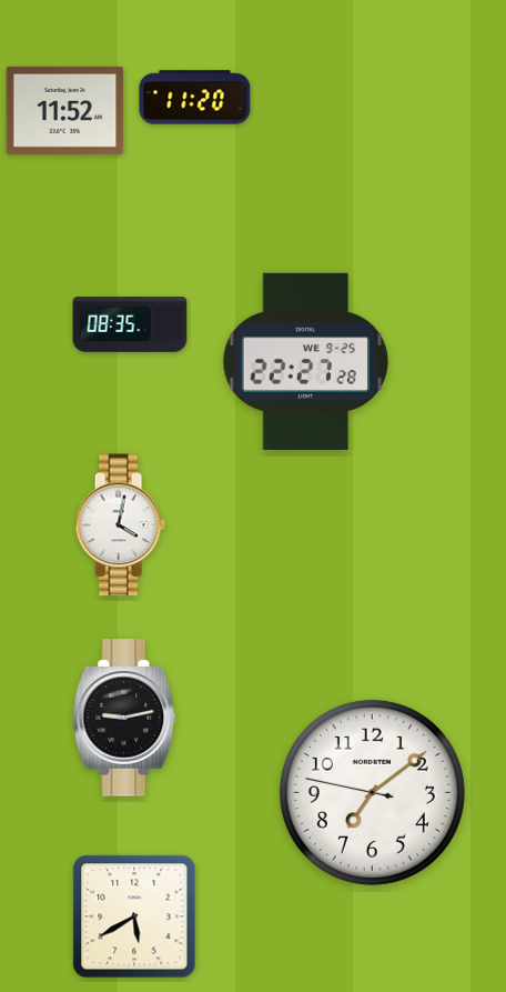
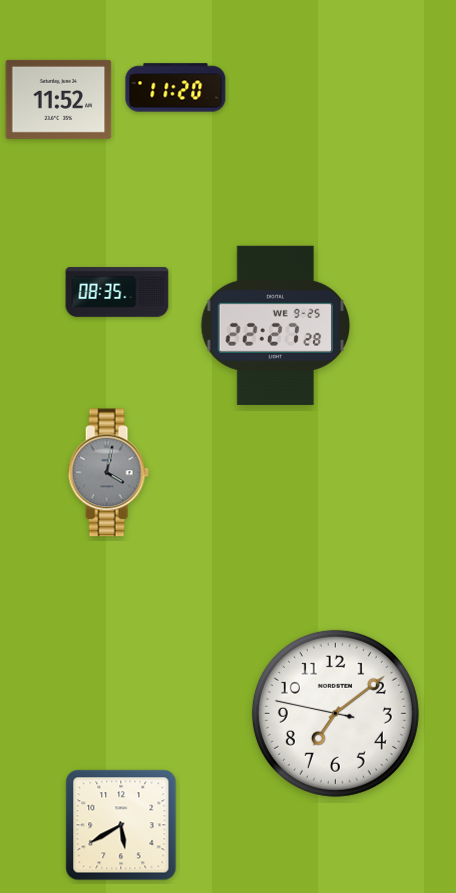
clock at (120, 525) dial: white -> grey
clock at (124, 718): 9:13 -> none
